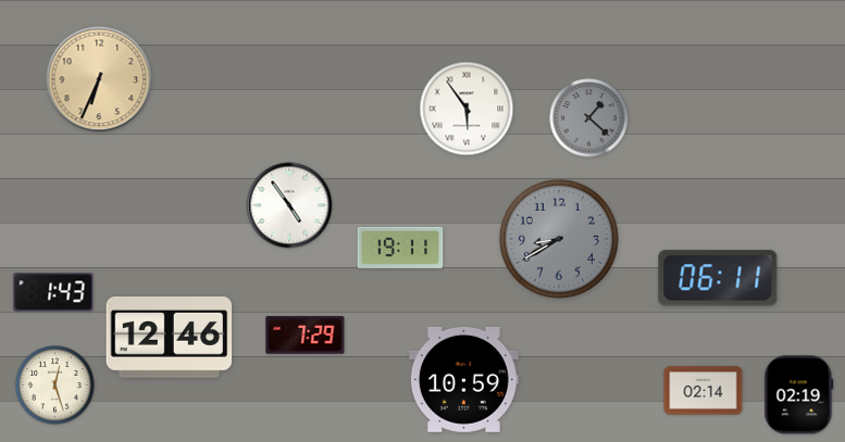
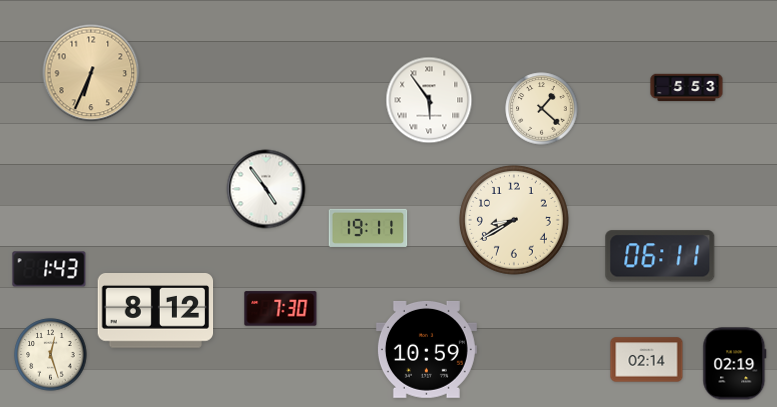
clock at (687, 88): none -> 5:53
clock at (589, 118) dial: grey -> cream
clock at (559, 239) dial: grey -> cream
clock at (306, 336): 7:29 -> 7:30
clock at (170, 338): 12:46 -> 8:12
